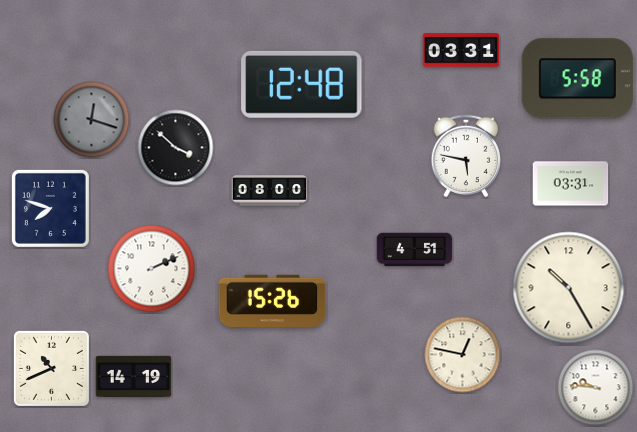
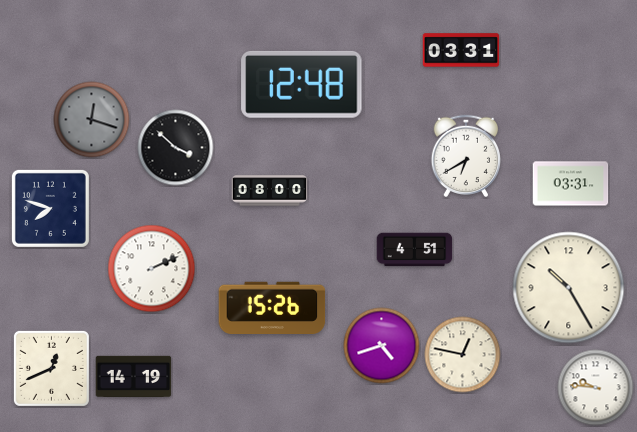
clock at (577, 79): 5:58 -> none
clock at (465, 155): 5:47 -> 6:40
clock at (272, 300) position: (272, 300) -> (272, 307)
clock at (382, 346): none -> 4:42
clock at (51, 368): 10:41 -> 12:41
